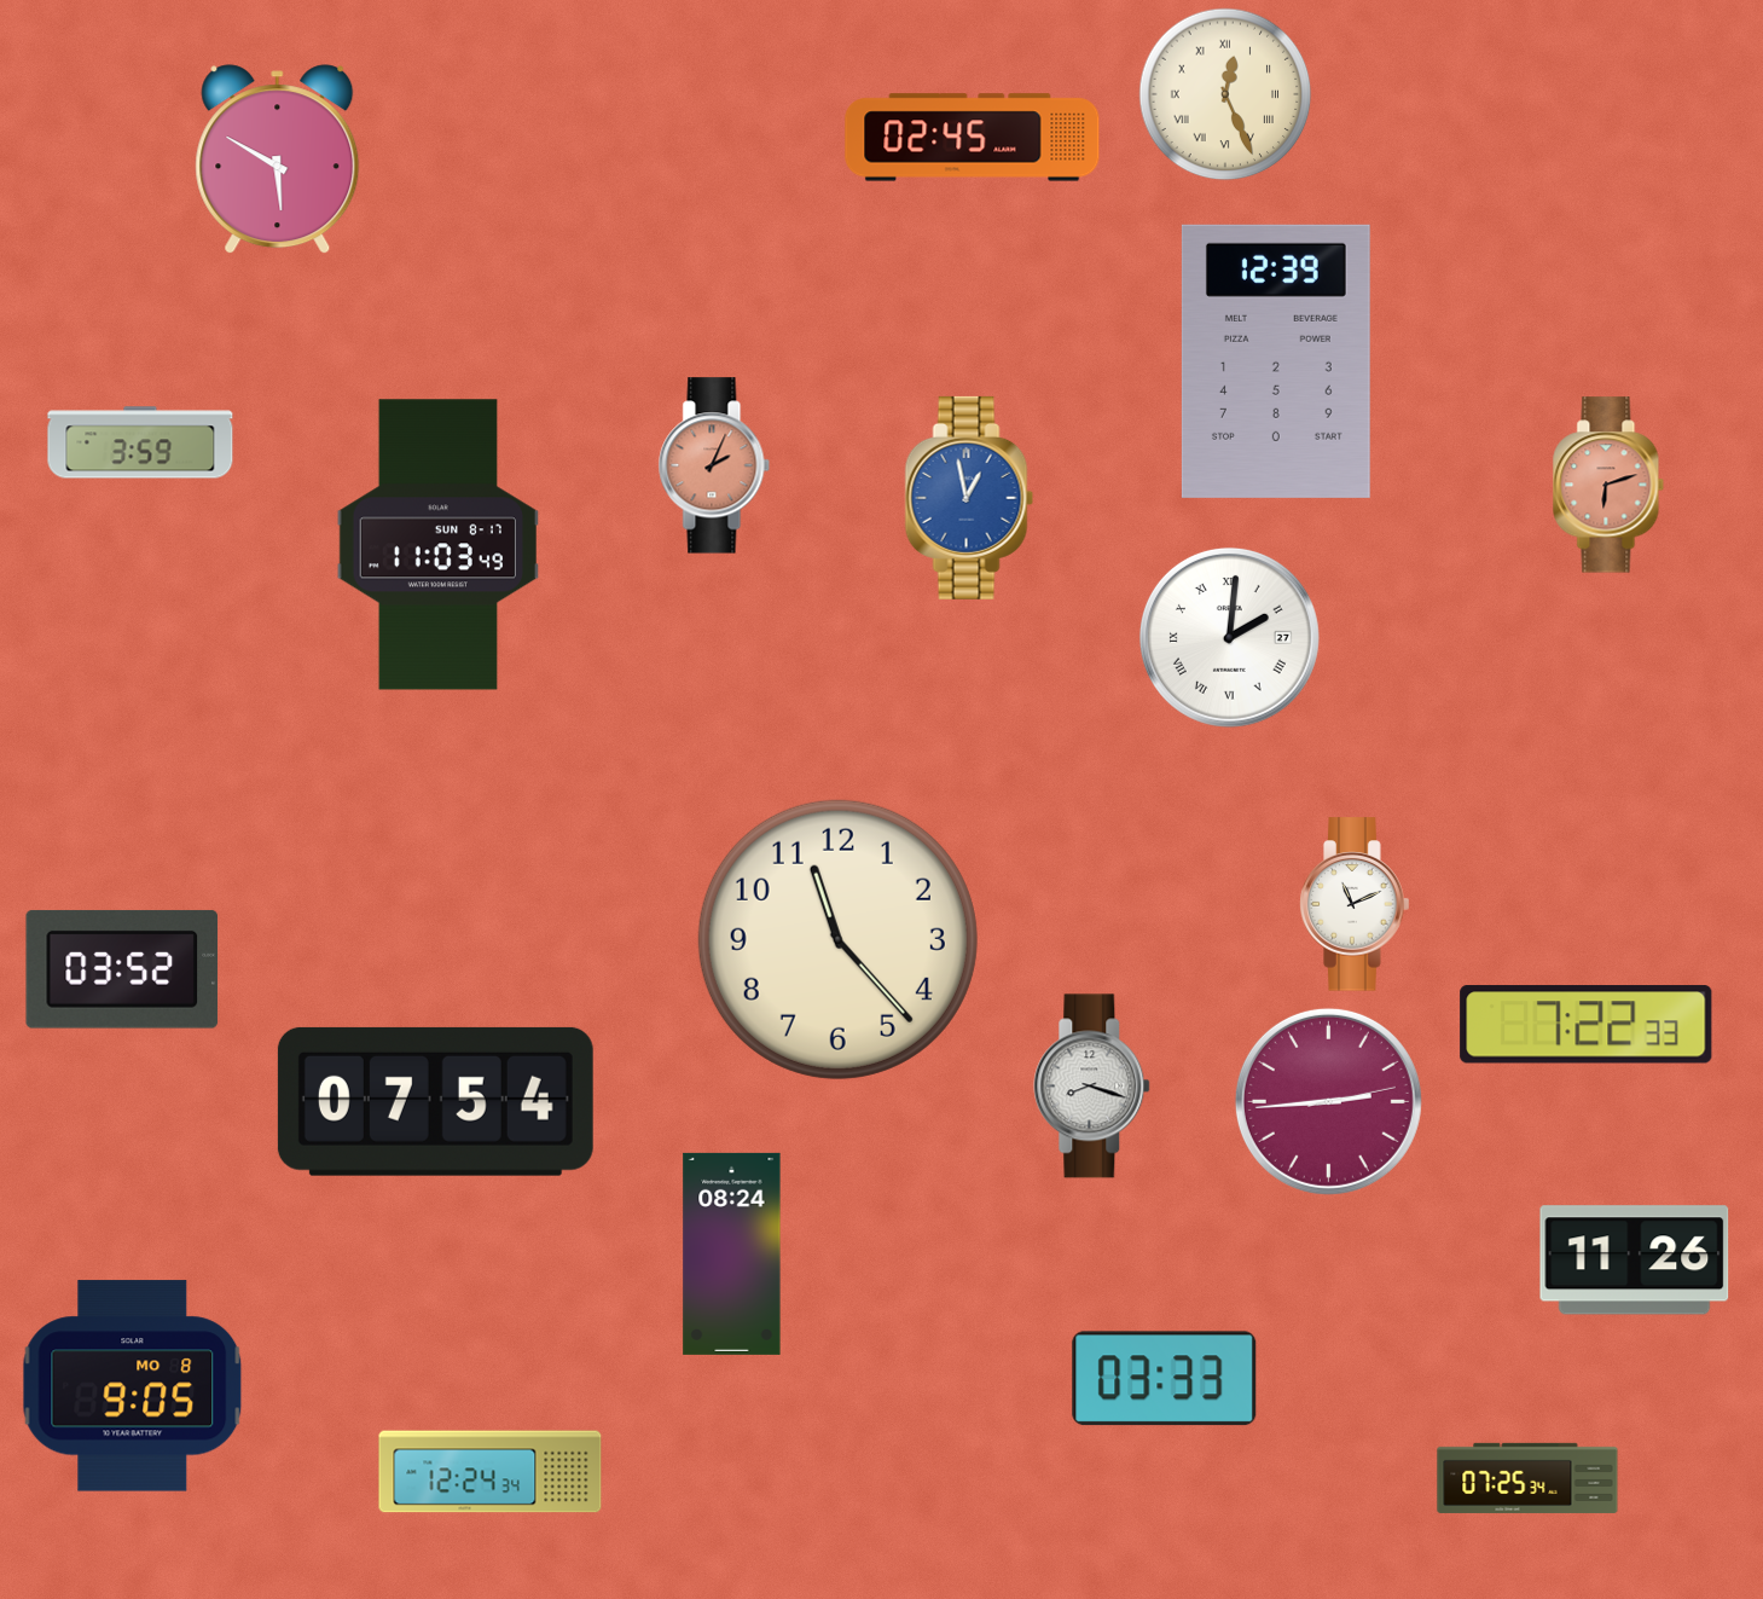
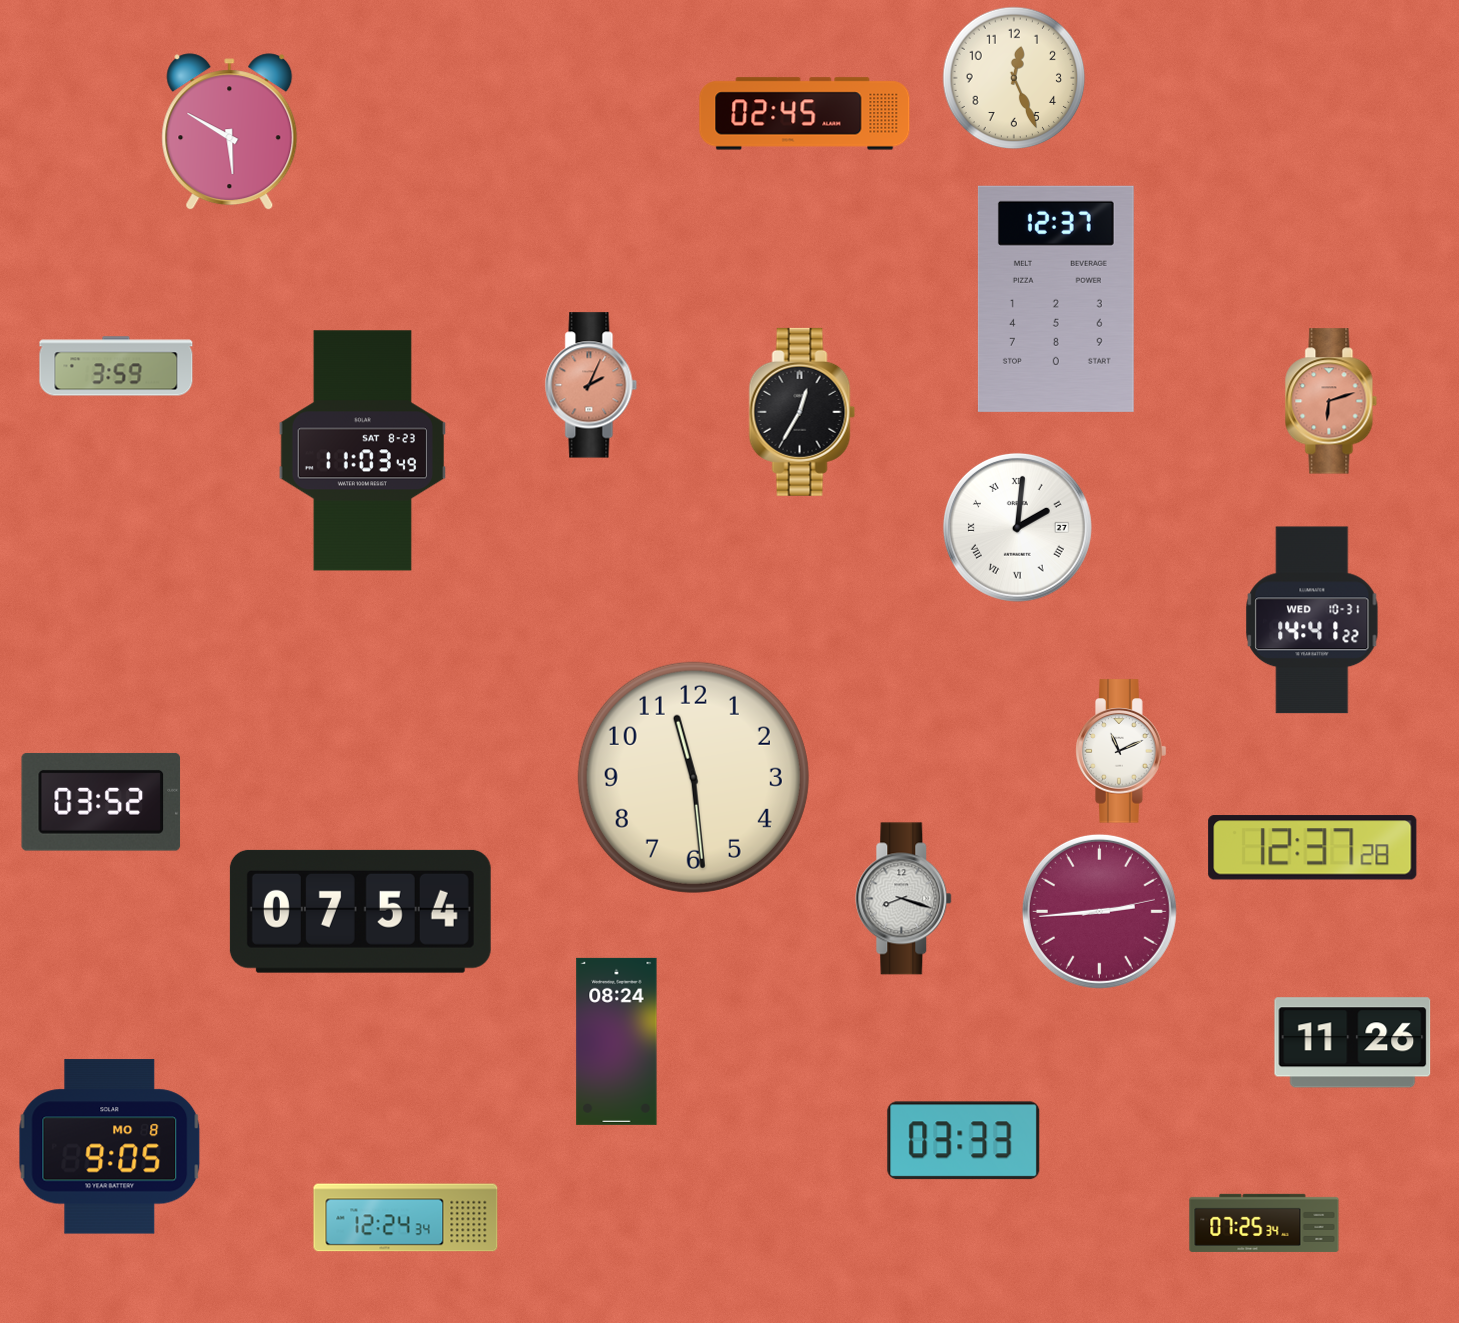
clock at (1225, 94) numerals: Roman -> Arabic
clock at (1276, 361): 12:39 -> 12:37
clock at (969, 498): 12:58 -> 12:35
clock at (969, 498) dial: blue -> black
clock at (437, 545) date: SUN 8-17 -> SAT 8-23
clock at (1312, 620): none -> 14:41
clock at (1355, 904) position: (1355, 904) -> (1121, 751)
clock at (837, 939): 11:23 -> 11:29
clock at (1587, 1025): 7:22 -> 12:37
clock at (732, 1253) position: (732, 1253) -> (617, 1041)
